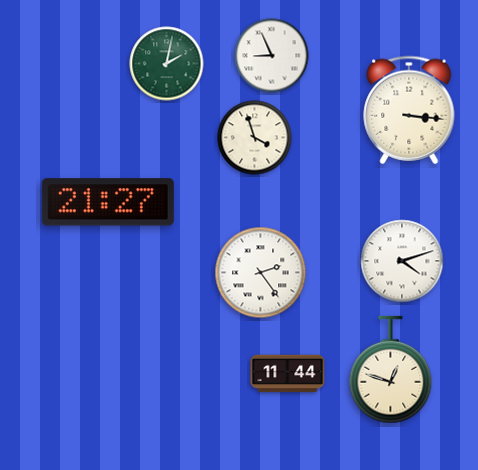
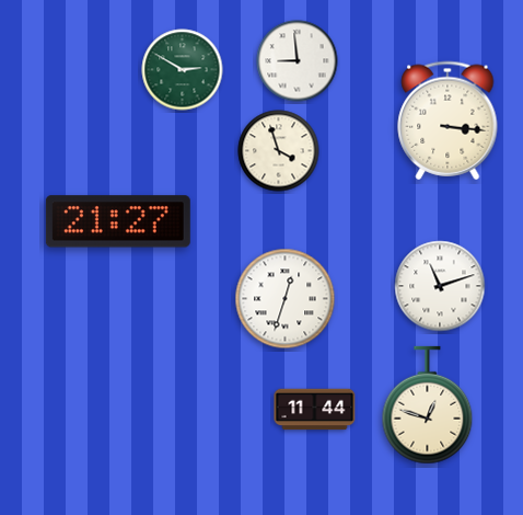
clock at (272, 56): 8:56 -> 8:59
clock at (167, 64): 2:02 -> 2:50
clock at (402, 261): 4:12 -> 11:12
clock at (261, 273): 2:24 -> 12:33
